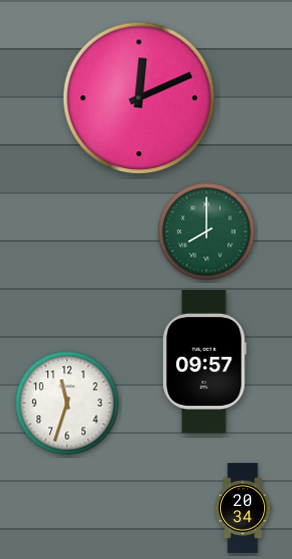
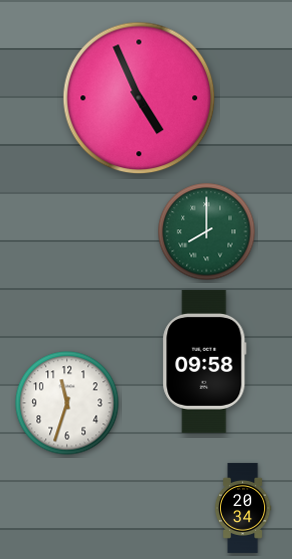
clock at (139, 98): 12:11 -> 4:56
clock at (205, 361): 09:57 -> 09:58
